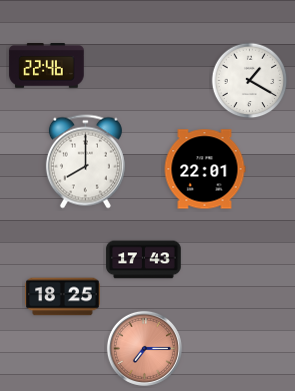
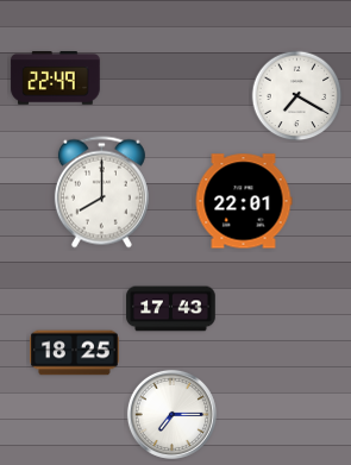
clock at (47, 66): 22:46 -> 22:49
clock at (250, 81): 1:20 -> 7:20
clock at (144, 348) dial: salmon -> white
